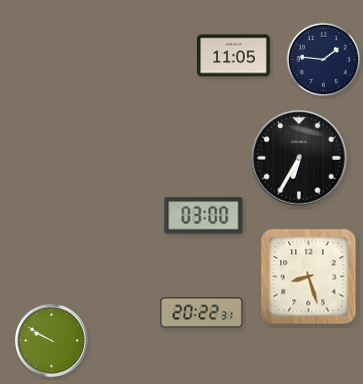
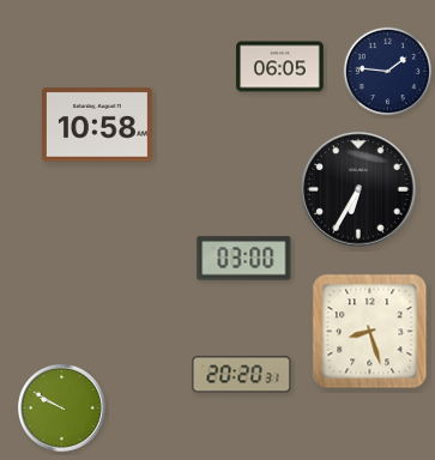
clock at (234, 56): 11:05 -> 06:05
clock at (97, 125): none -> 10:58
clock at (202, 313): 20:22 -> 20:20
